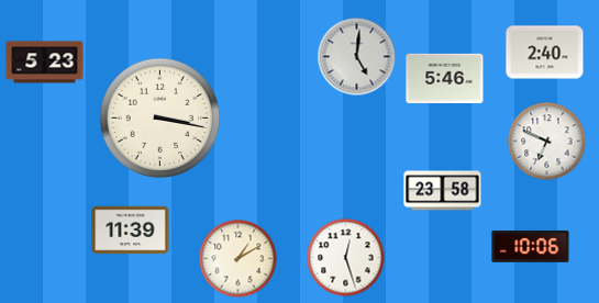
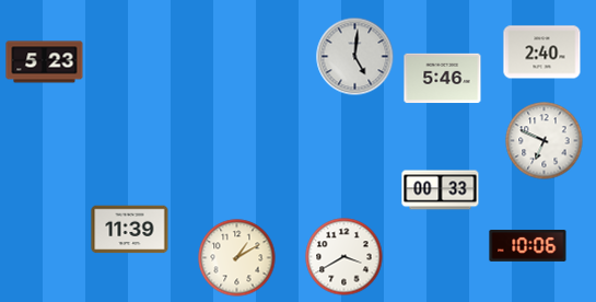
clock at (160, 119): 3:17 -> none
clock at (443, 191): 23:58 -> 00:33
clock at (346, 258): 12:27 -> 3:40
